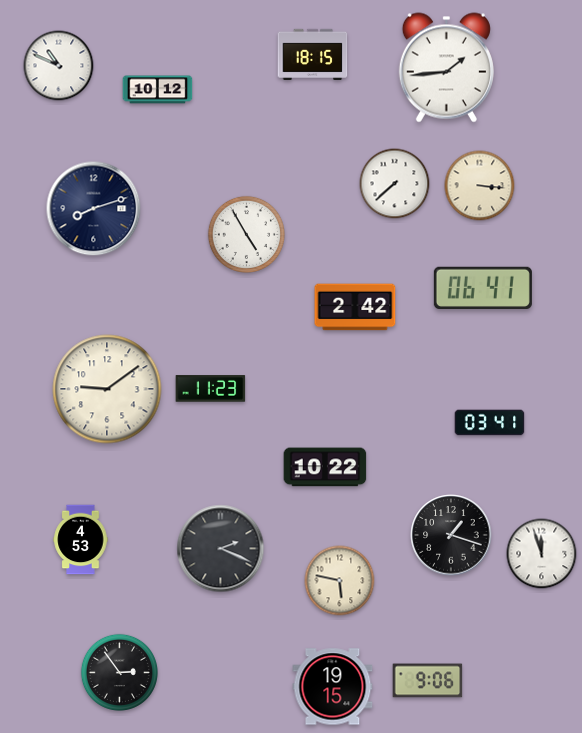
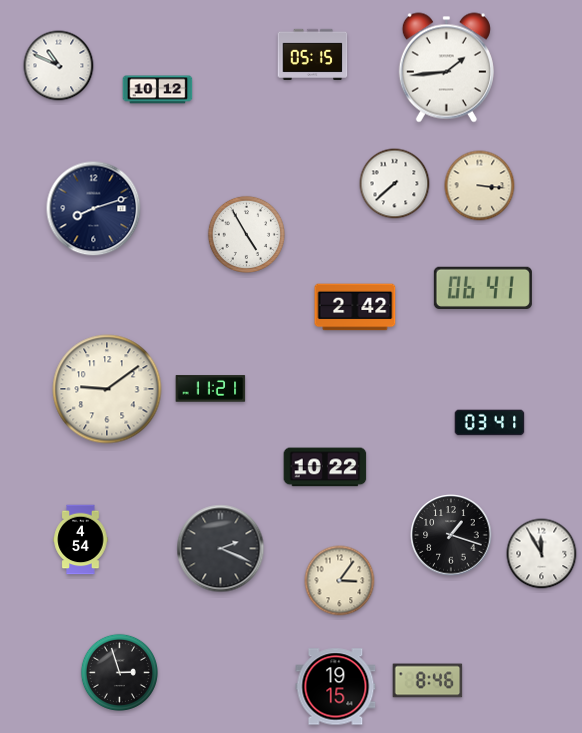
clock at (313, 54): 18:15 -> 05:15
clock at (211, 389): 11:23 -> 11:21
clock at (81, 540): 4:53 -> 4:54
clock at (542, 554): 11:57 -> 11:55
clock at (340, 581): 5:47 -> 3:06
clock at (119, 672): 2:54 -> 2:57
clock at (428, 681): 9:06 -> 8:46
clock at (333, 687) position: (333, 687) -> (336, 687)
